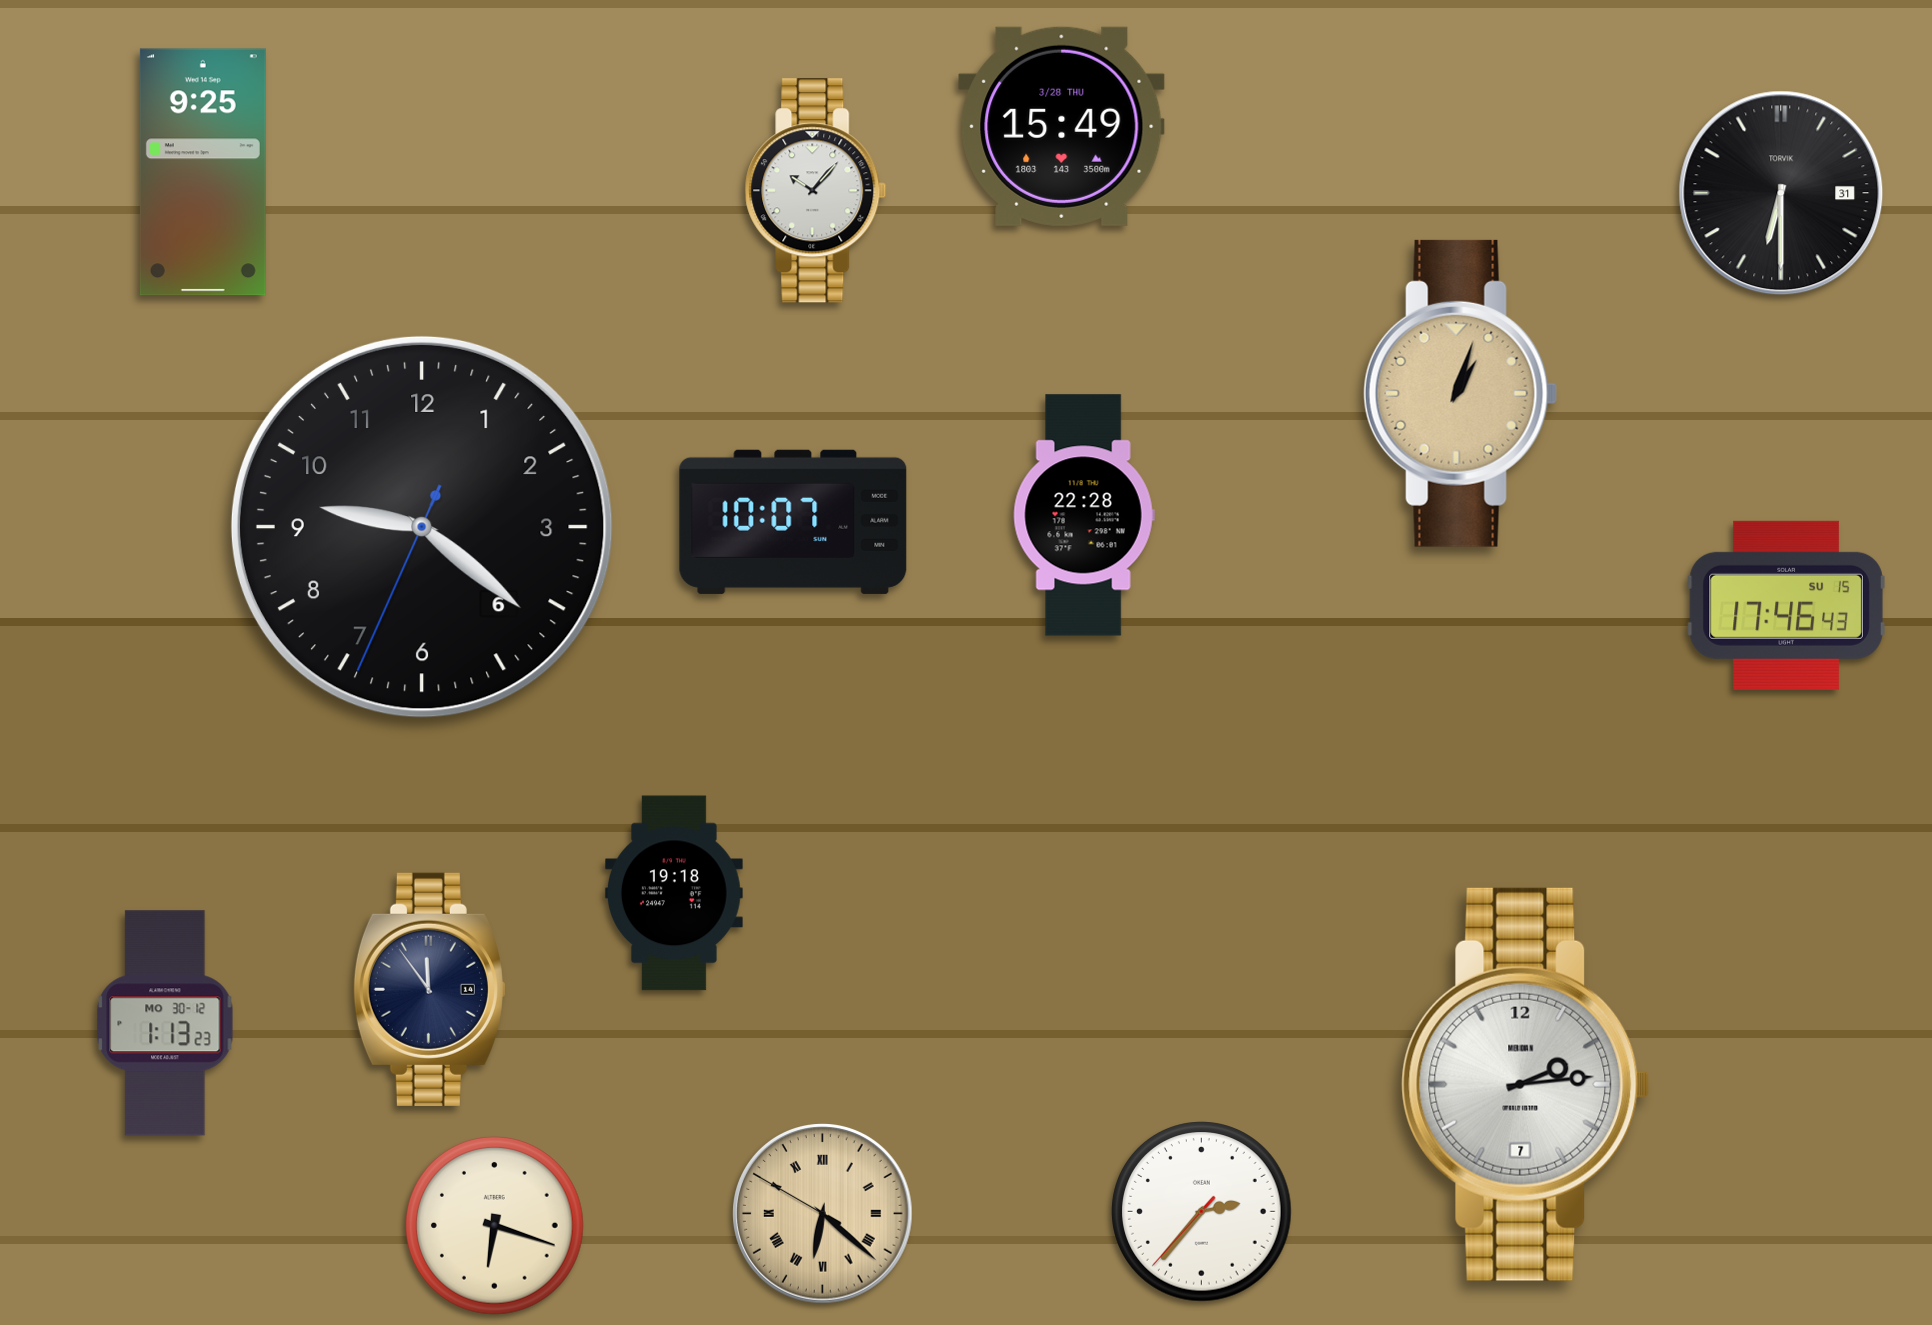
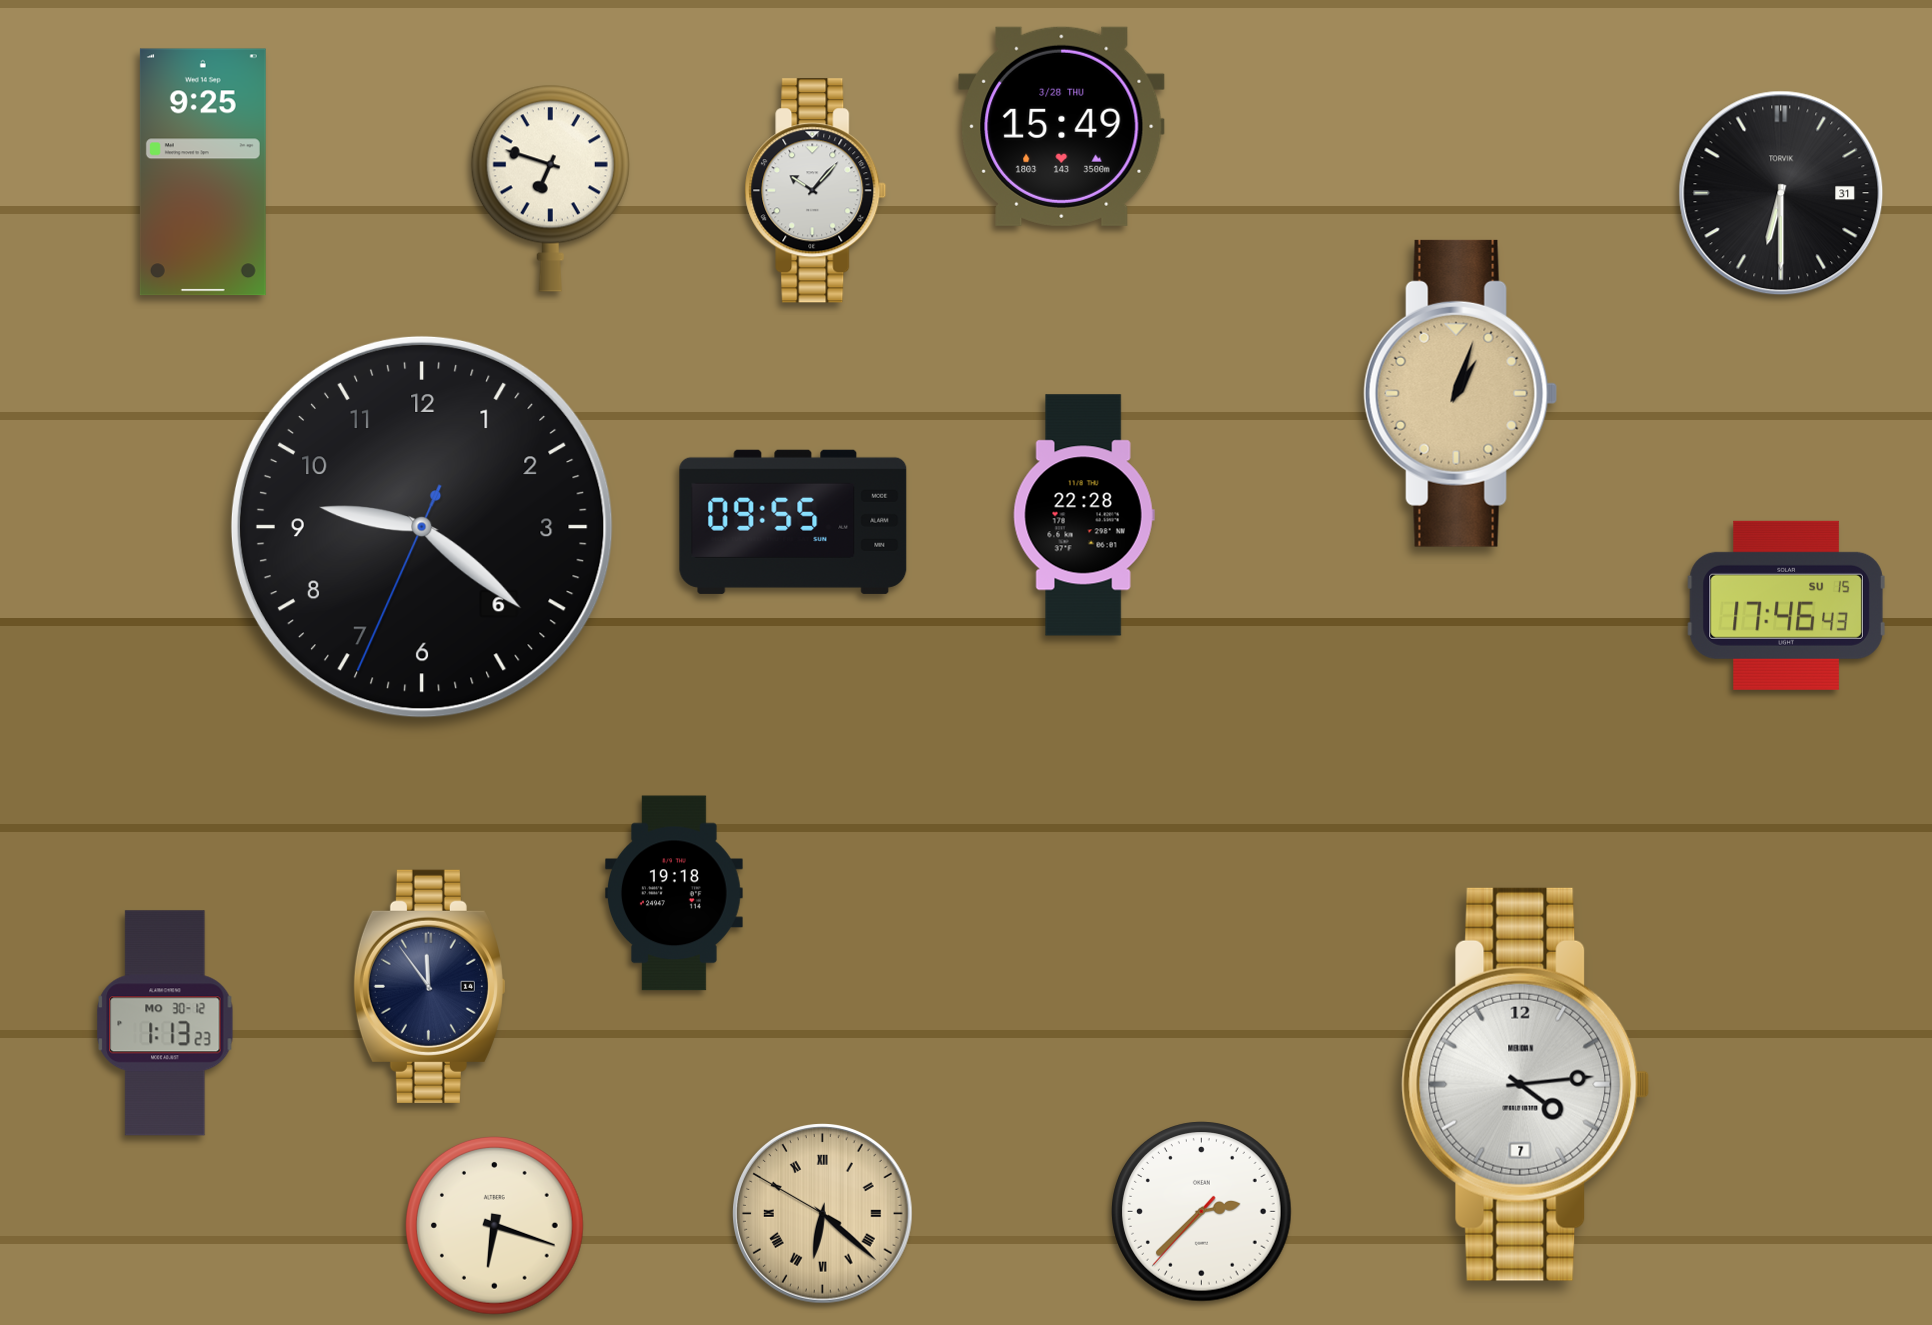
clock at (550, 188): none -> 6:48
clock at (793, 522): 10:07 -> 09:55
clock at (429, 989) position: (429, 989) -> (429, 986)
clock at (1526, 1084): 2:14 -> 4:14
clock at (1202, 1212): 2:36 -> 2:37
